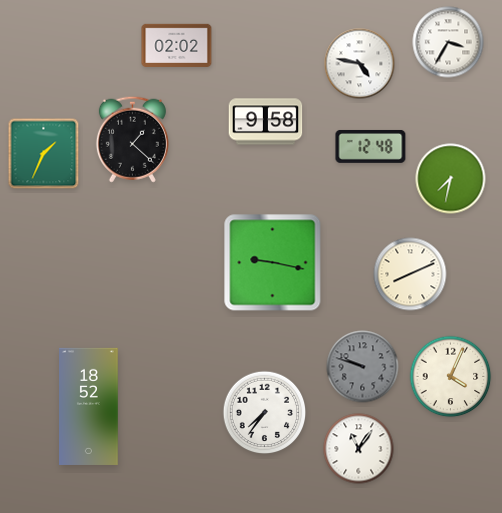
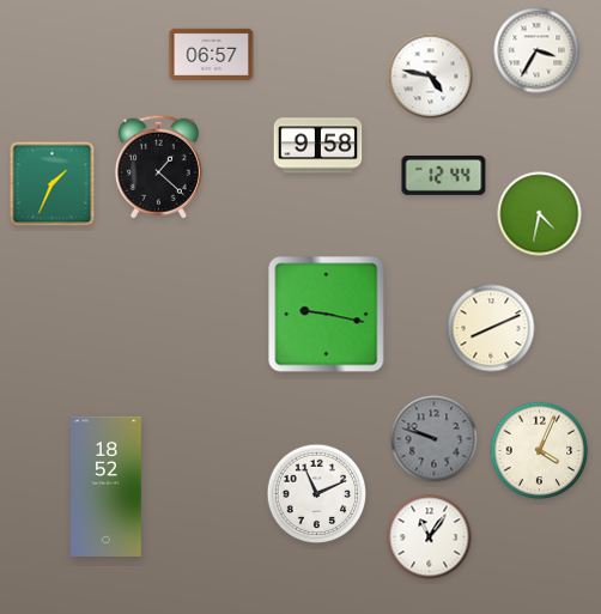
clock at (177, 45): 02:02 -> 06:57
clock at (371, 147): 12:48 -> 12:44
clock at (451, 179): 7:32 -> 4:32
clock at (265, 413): 7:36 -> 11:11
